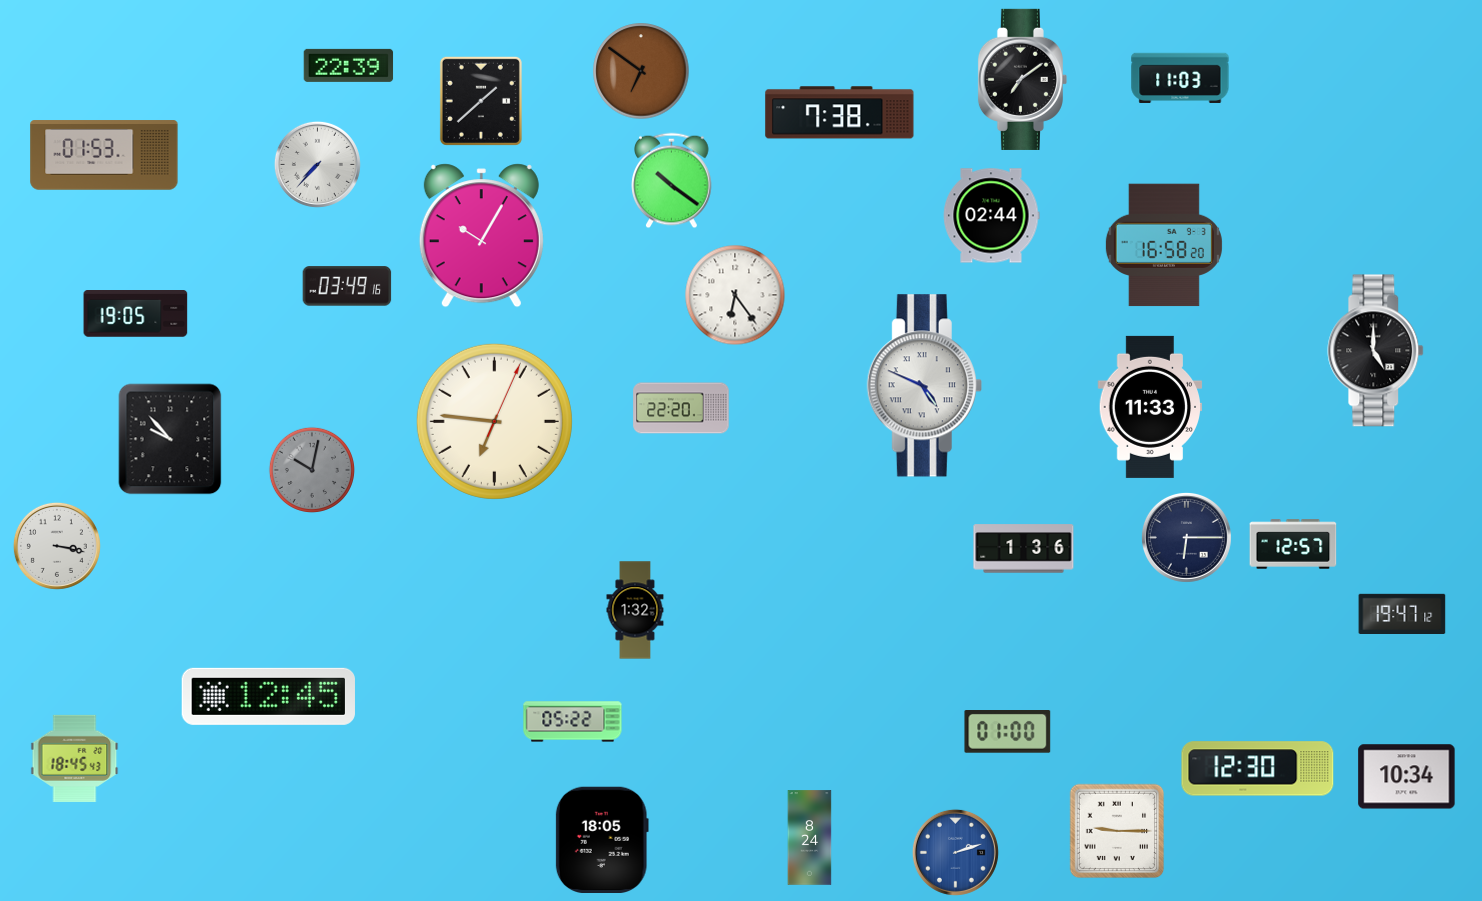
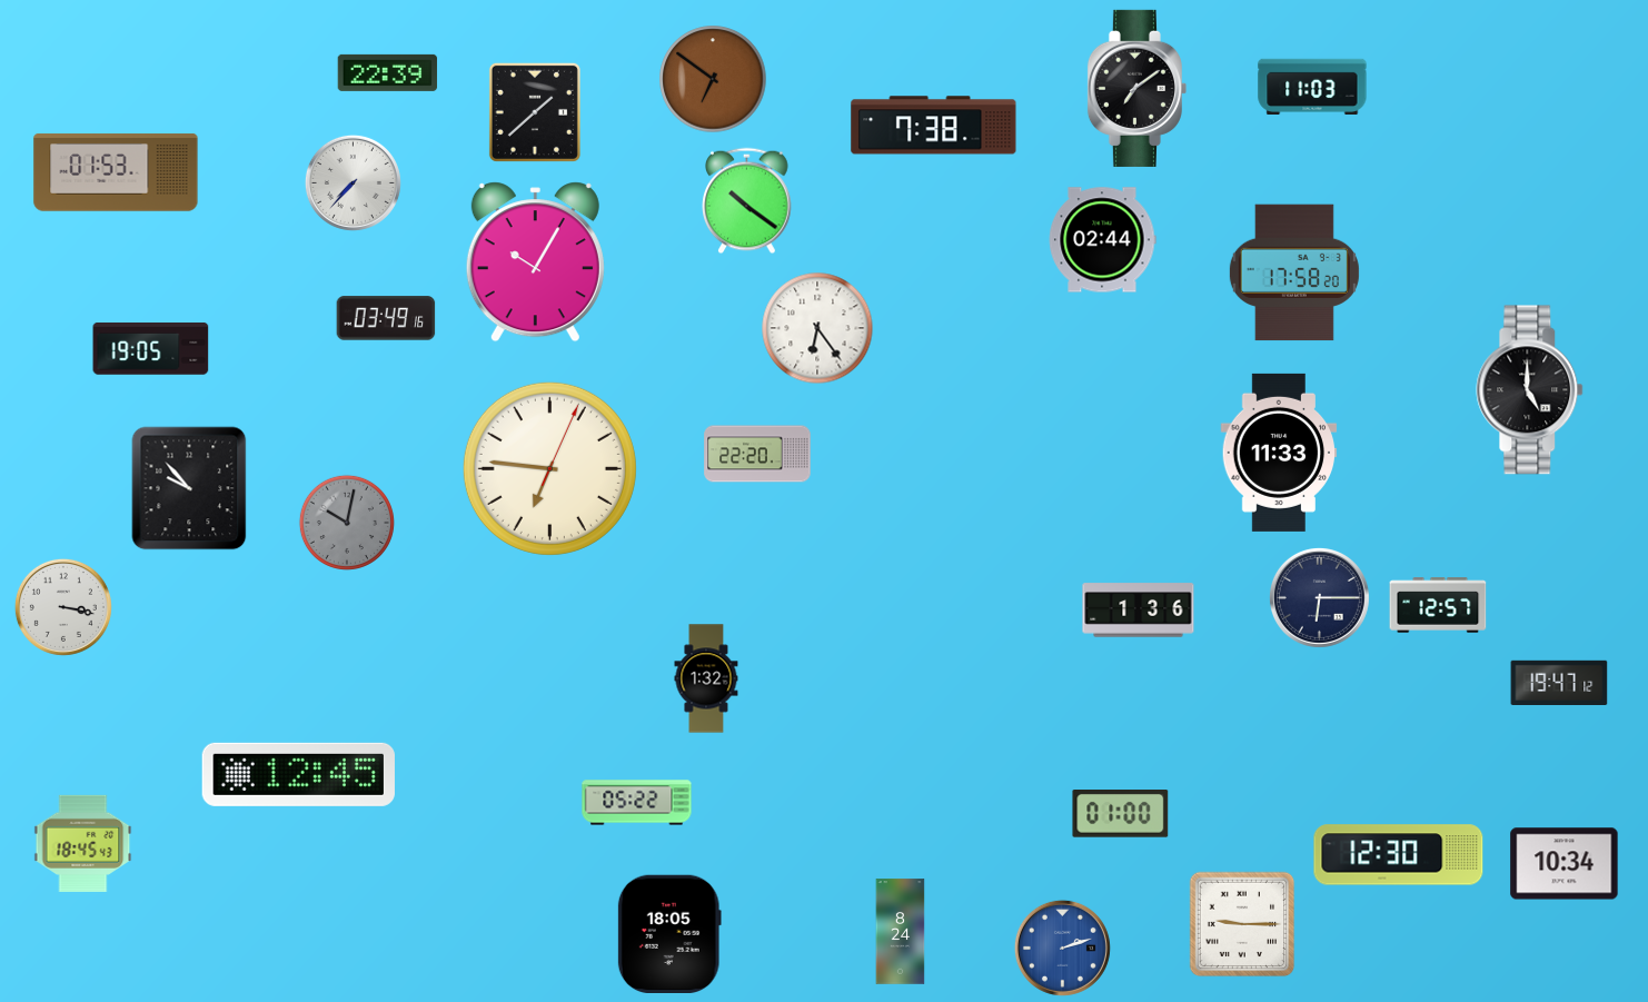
clock at (1164, 245): 16:58 -> 17:58
clock at (924, 386): 4:49 -> none
